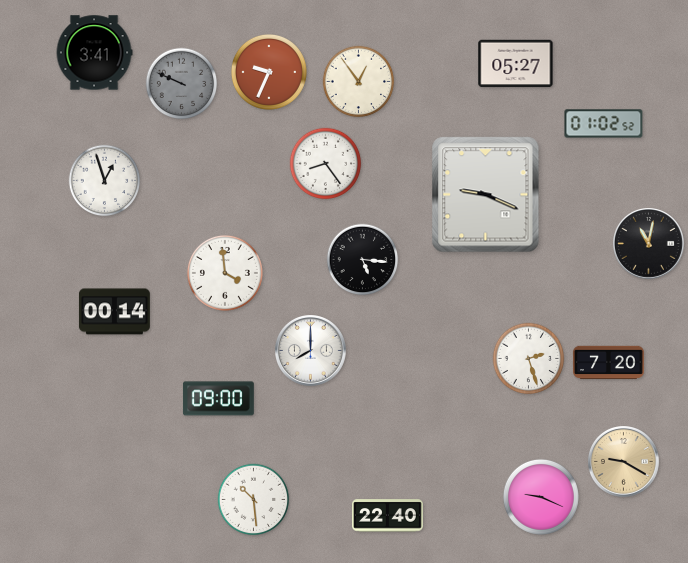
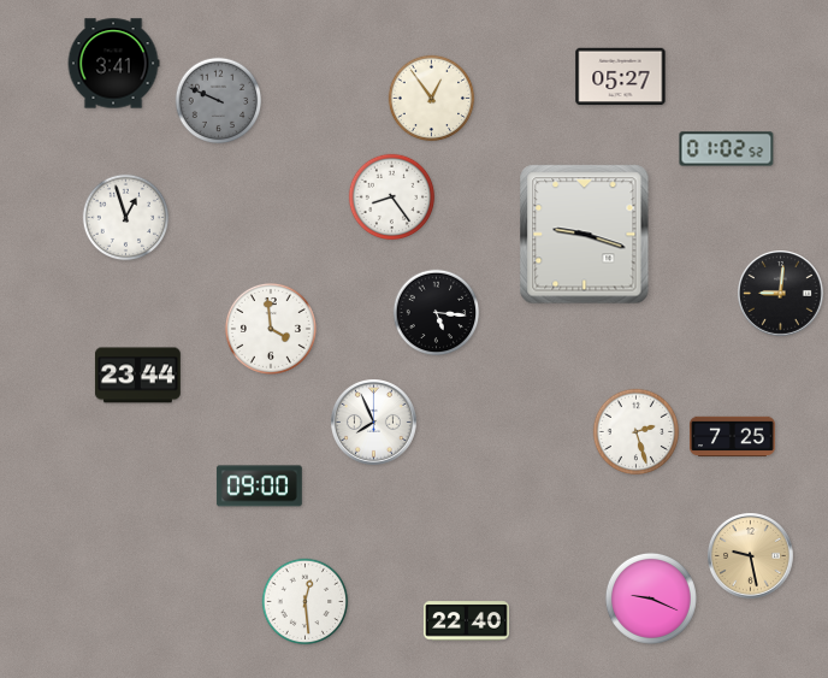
clock at (269, 72): 9:34 -> none
clock at (486, 195): 9:19 -> 9:18
clock at (649, 244): 11:02 -> 9:01
clock at (114, 312): 00:14 -> 23:44
clock at (311, 351): 8:00 -> 7:56
clock at (609, 363): 7:20 -> 7:25
clock at (218, 399) position: (218, 399) -> (259, 487)
clock at (624, 462): 9:20 -> 9:28
clock at (254, 500): 10:29 -> 12:29
